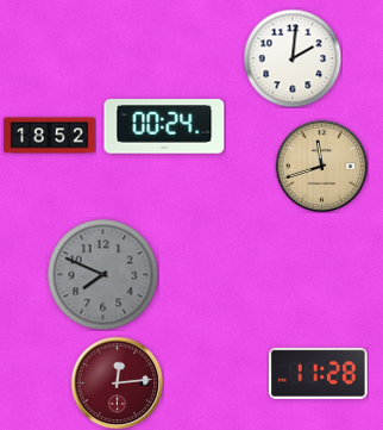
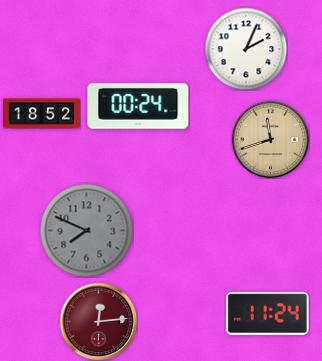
clock at (293, 58): 2:01 -> 2:04
clock at (319, 373): 11:28 -> 11:24
